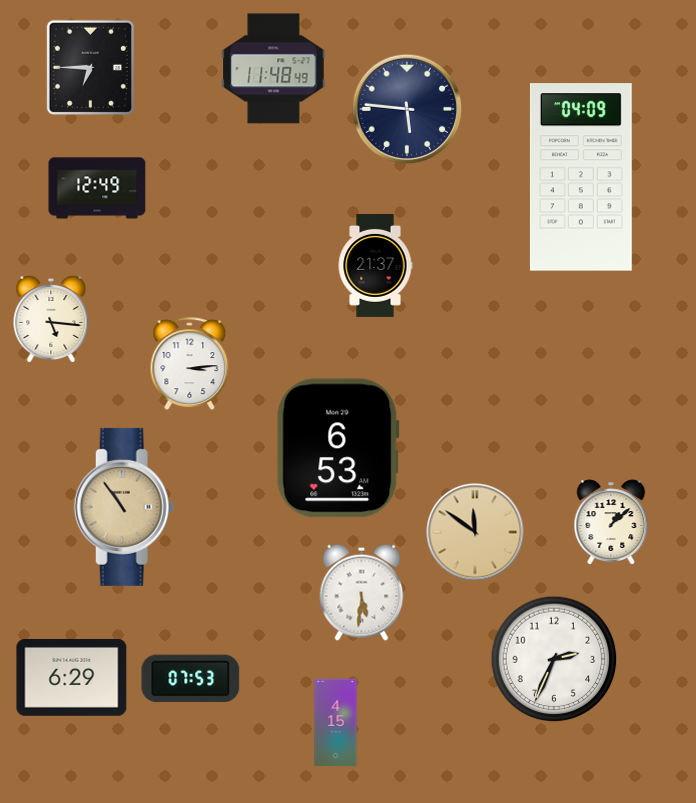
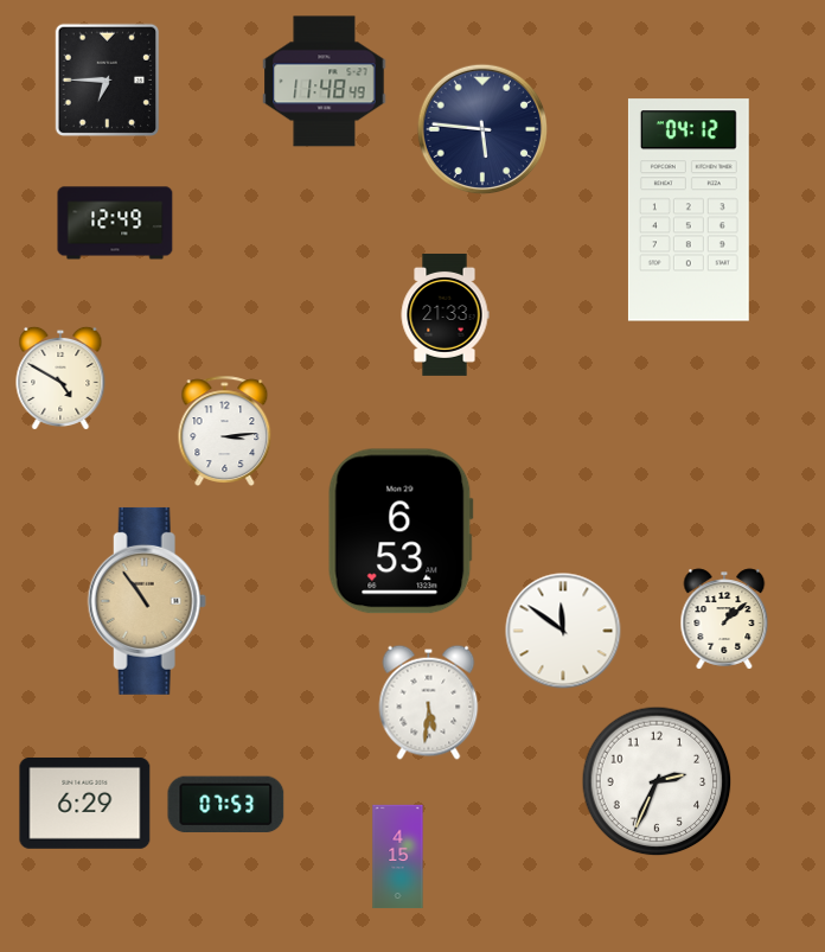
clock at (581, 177): 04:09 -> 04:12
clock at (375, 265): 21:37 -> 21:33
clock at (51, 318): 5:16 -> 4:50
clock at (475, 532) dial: champagne -> white
